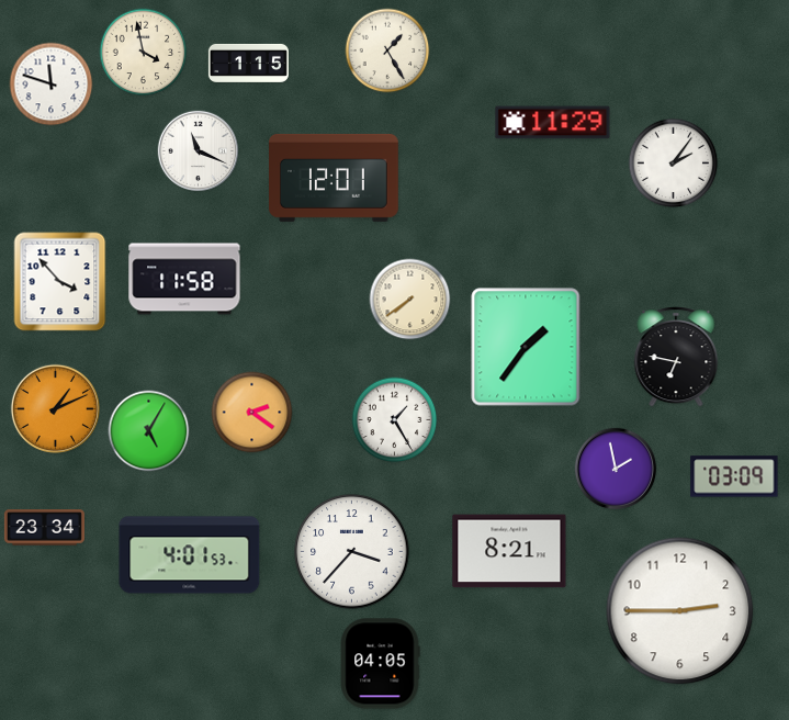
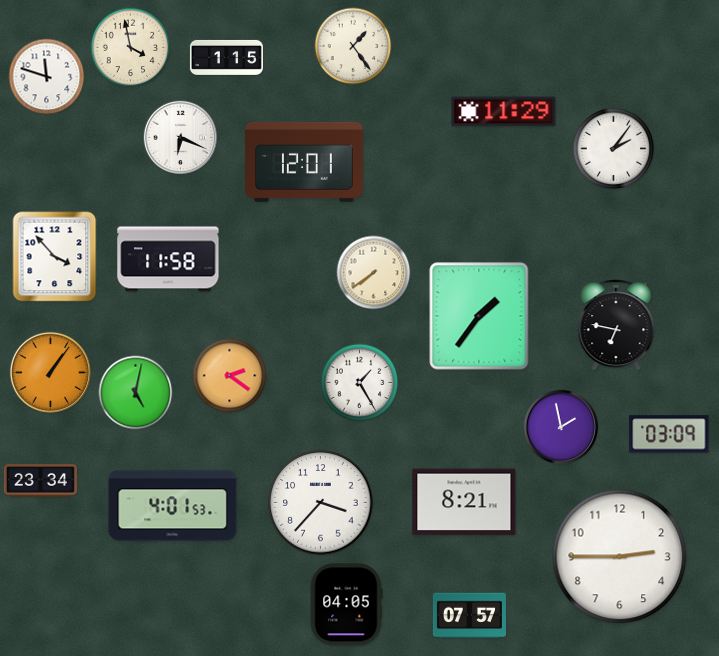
clock at (387, 50): 1:25 -> 1:24
clock at (199, 151): 11:19 -> 6:19
clock at (184, 279) position: (184, 279) -> (168, 259)
clock at (55, 408): 1:11 -> 1:06
clock at (149, 431): 5:05 -> 5:02
clock at (469, 616): none -> 07:57
